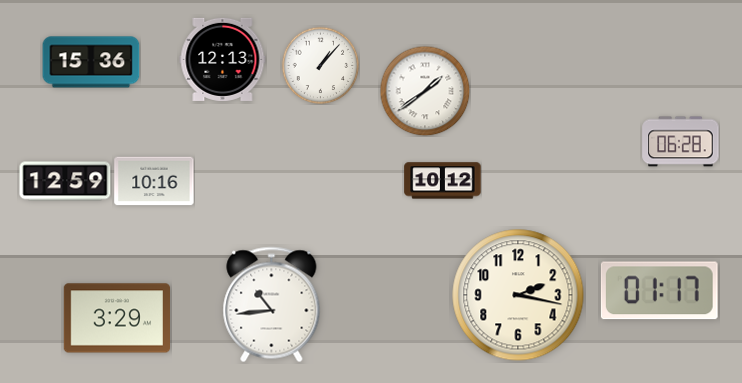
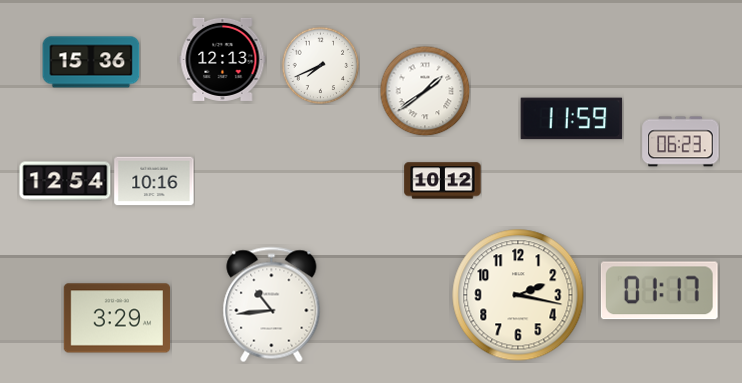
clock at (320, 65): 1:07 -> 7:41
clock at (572, 119): none -> 11:59
clock at (681, 142): 06:28 -> 06:23
clock at (65, 181): 12:59 -> 12:54
